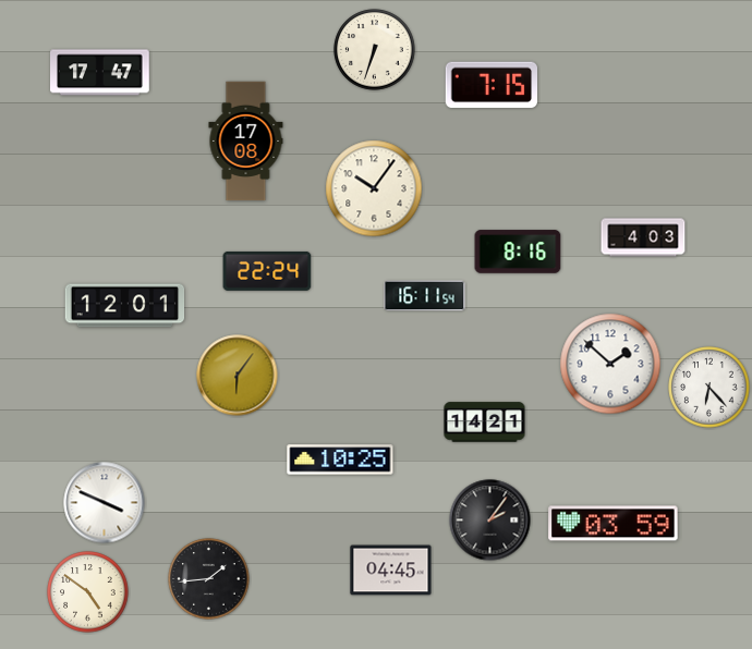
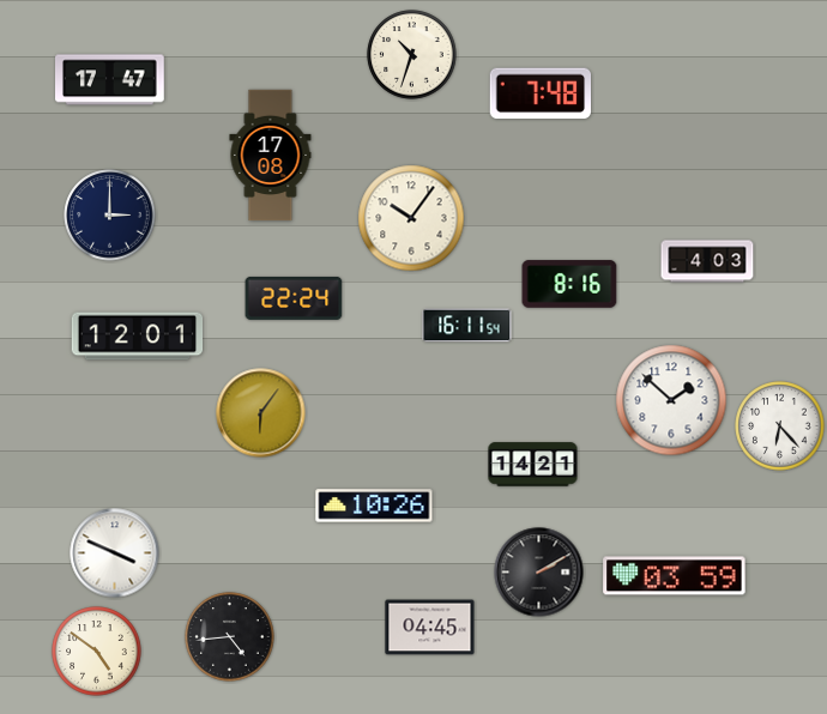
clock at (375, 50): 6:33 -> 10:33
clock at (492, 85): 7:15 -> 7:48
clock at (374, 188) position: (374, 188) -> (411, 218)
clock at (110, 216): none -> 3:00
clock at (518, 252) position: (518, 252) -> (569, 284)
clock at (340, 460): 10:25 -> 10:26
clock at (490, 521): 2:06 -> 2:10
clock at (209, 579): 1:44 -> 4:44
